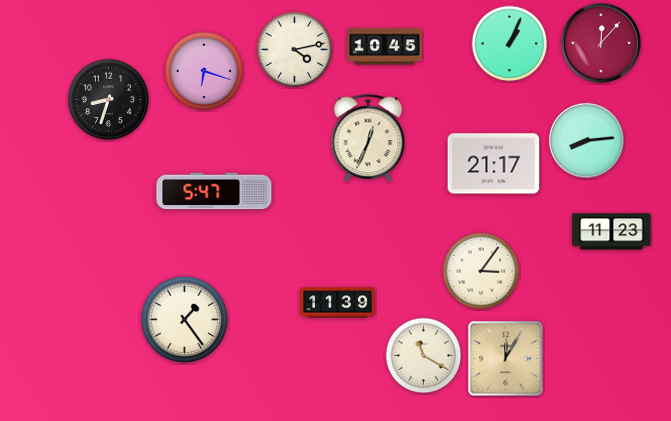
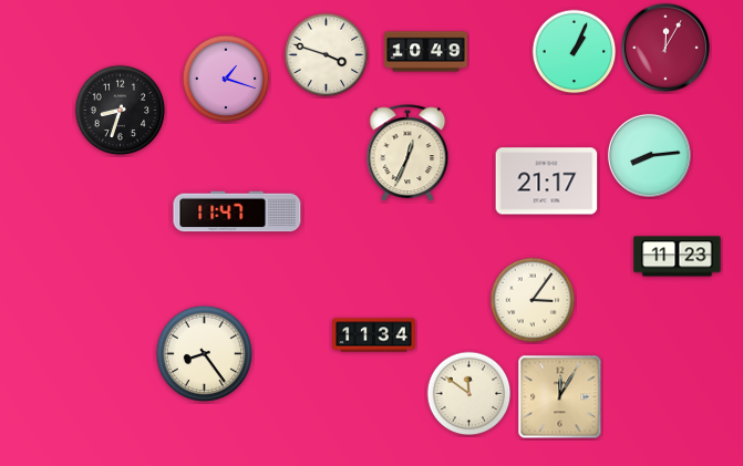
clock at (601, 43): 12:07 -> 12:05
clock at (510, 44) position: (510, 44) -> (575, 52)
clock at (385, 47): 10:45 -> 10:49
clock at (295, 50): 4:13 -> 3:48
clock at (204, 71): 6:18 -> 1:18
clock at (214, 191): 5:47 -> 11:47
clock at (338, 303): 11:39 -> 11:34
clock at (185, 320): 1:24 -> 8:24
clock at (424, 356): 11:20 -> 11:51
